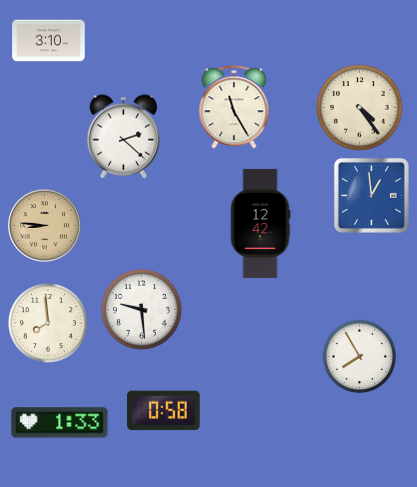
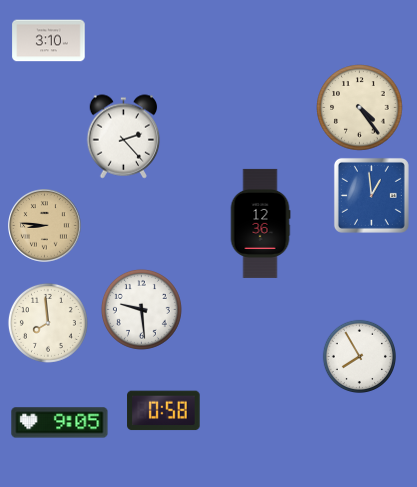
clock at (234, 107): 11:25 -> none
clock at (124, 137): 2:22 -> 2:23
clock at (260, 223): 12:42 -> 12:36
clock at (60, 423): 1:33 -> 9:05
